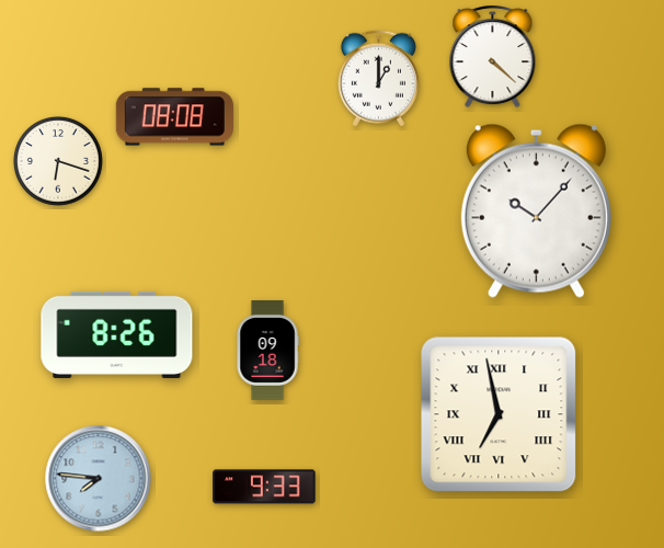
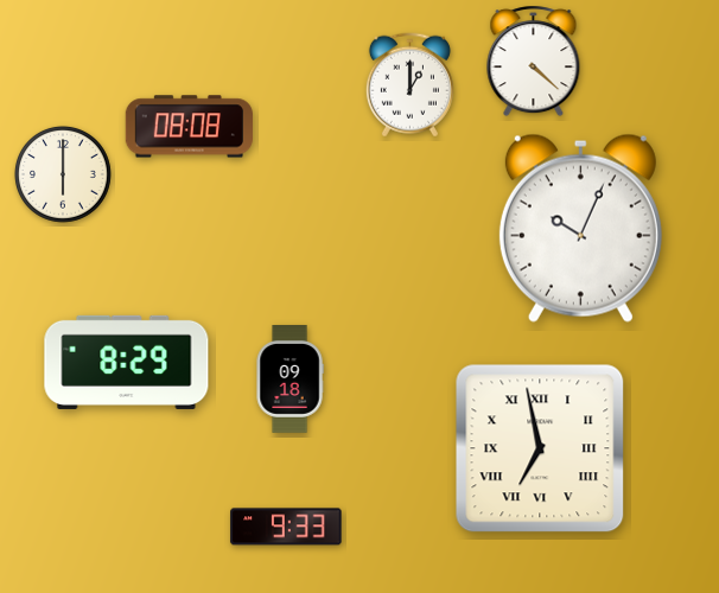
clock at (58, 161): 6:18 -> 6:00
clock at (536, 210): 10:07 -> 10:04
clock at (117, 334): 8:26 -> 8:29
clock at (99, 479): 7:46 -> none
